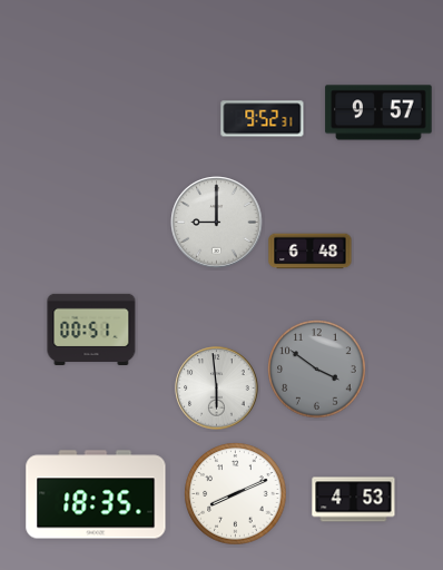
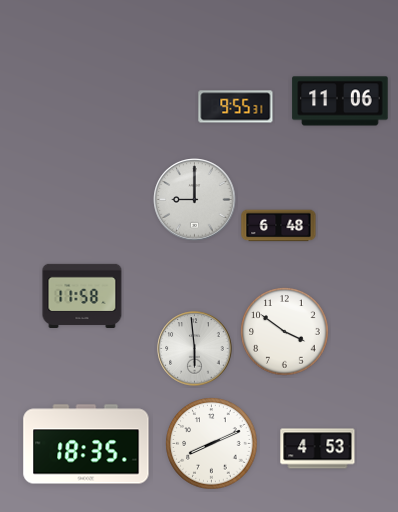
clock at (378, 112): 9:57 -> 11:06
clock at (263, 119): 9:52 -> 9:55
clock at (91, 328): 00:51 -> 11:58
clock at (317, 370) dial: grey -> white
